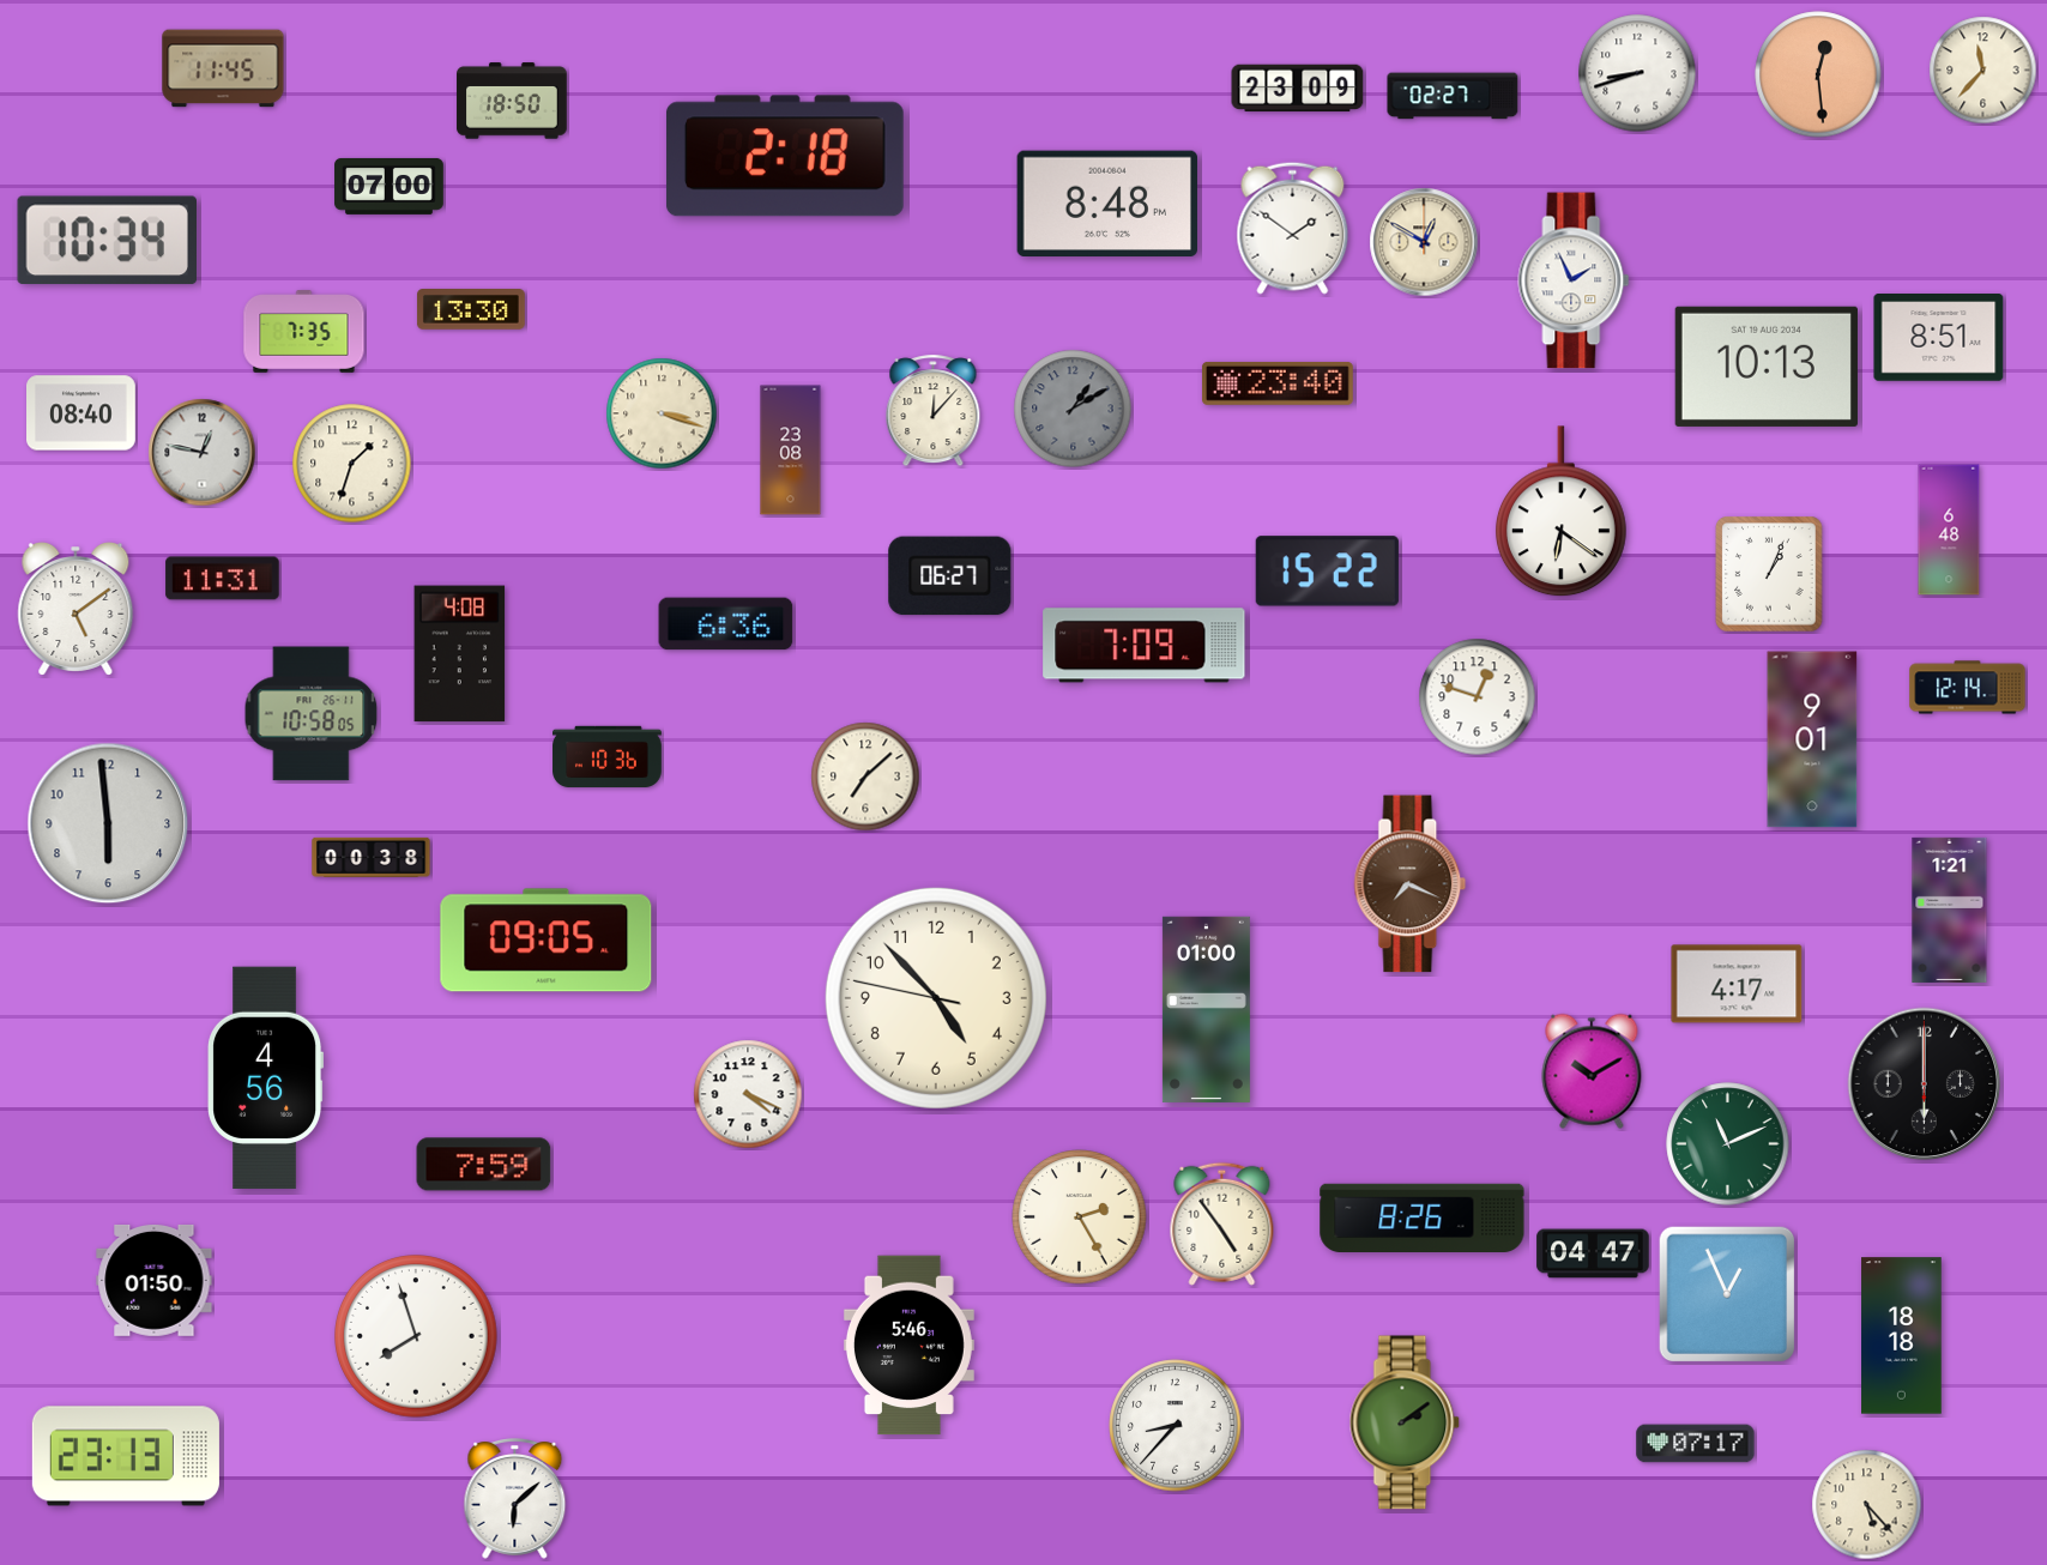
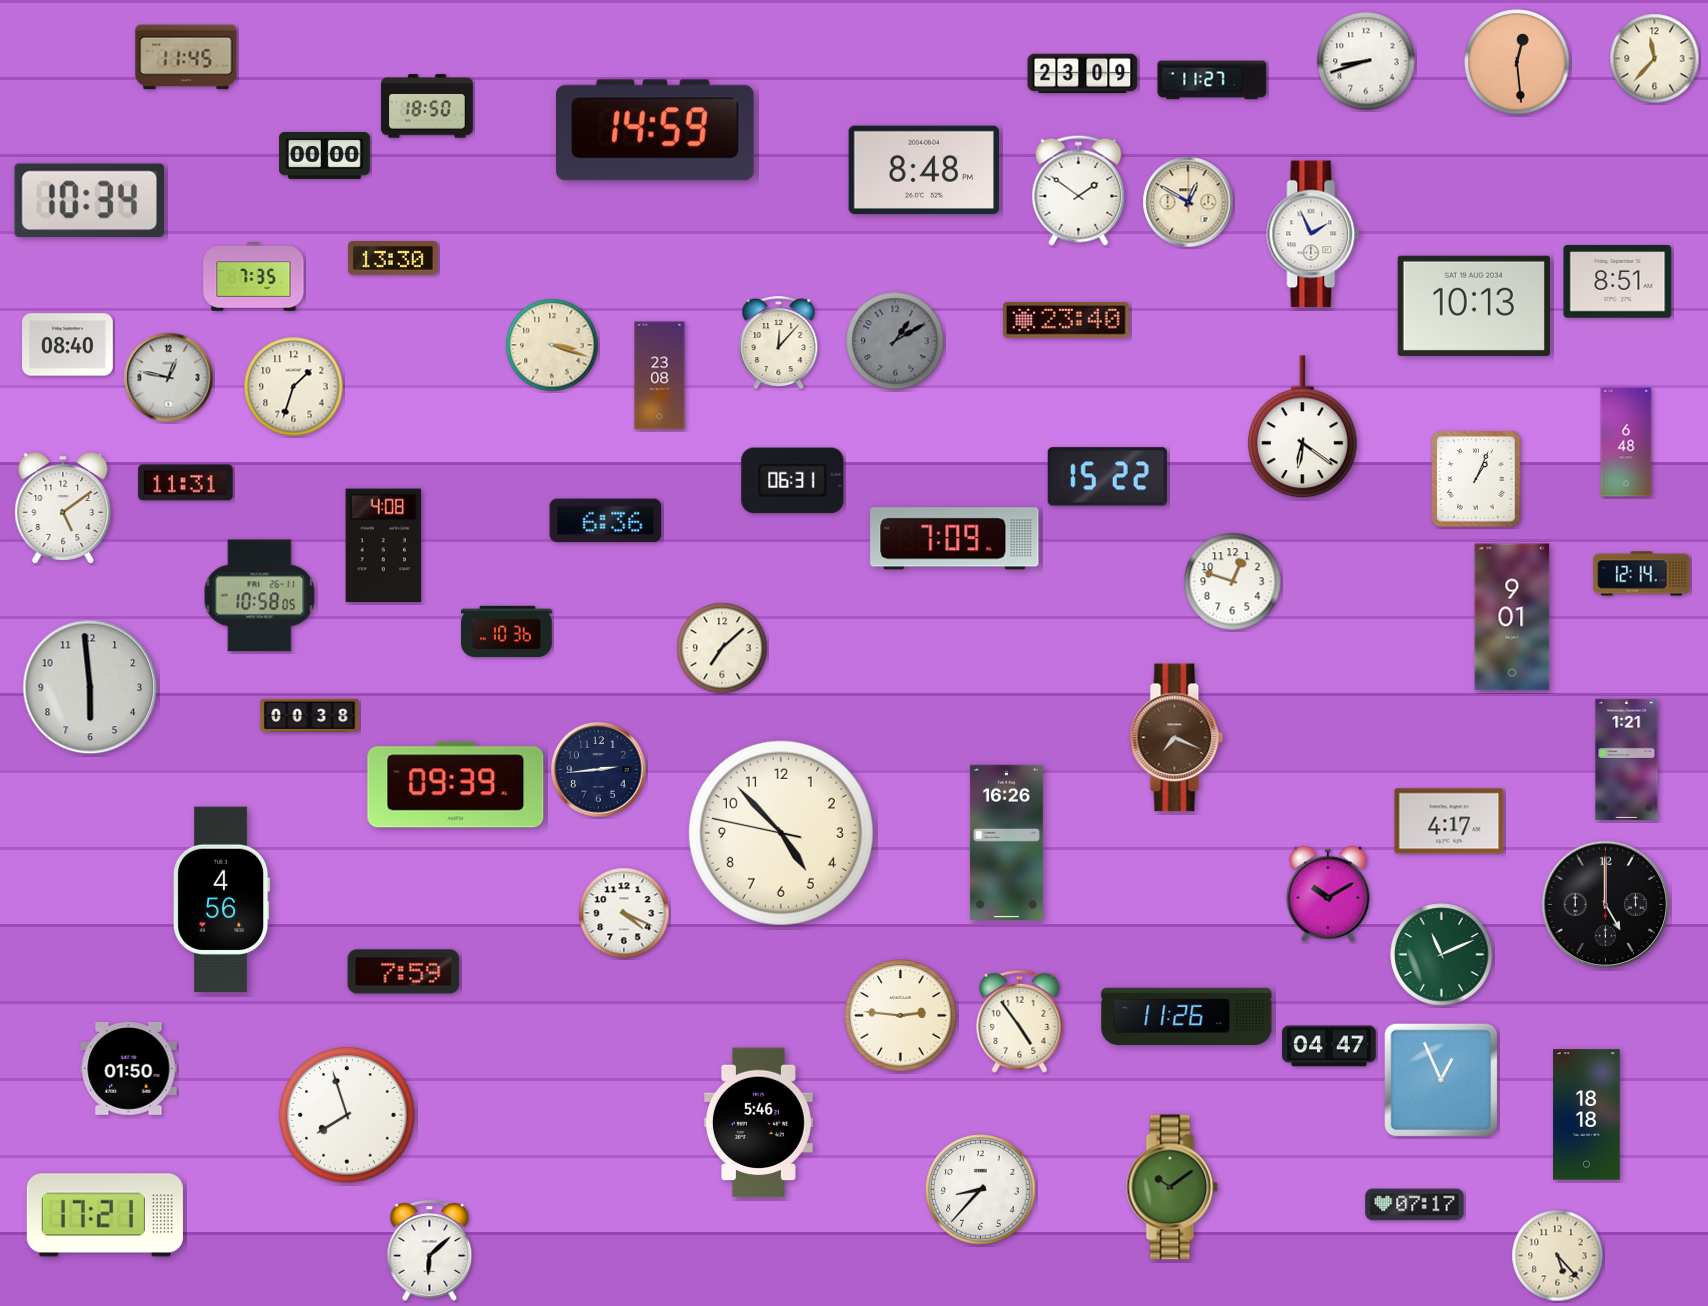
clock at (1453, 96): 02:27 -> 11:27
clock at (512, 101) position: (512, 101) -> (427, 106)
clock at (785, 156): 2:18 -> 14:59
clock at (390, 186): 07:00 -> 00:00
clock at (950, 576): 06:27 -> 06:31
clock at (599, 770): none -> 2:44
clock at (547, 941): 09:05 -> 09:39
clock at (1206, 1009): 01:00 -> 16:26
clock at (1925, 1084): 6:00 -> 5:00
clock at (1080, 1217): 2:25 -> 2:46
clock at (1423, 1217): 8:26 -> 11:26
clock at (1405, 1422): 2:09 -> 10:09
clock at (126, 1456): 23:13 -> 17:21
